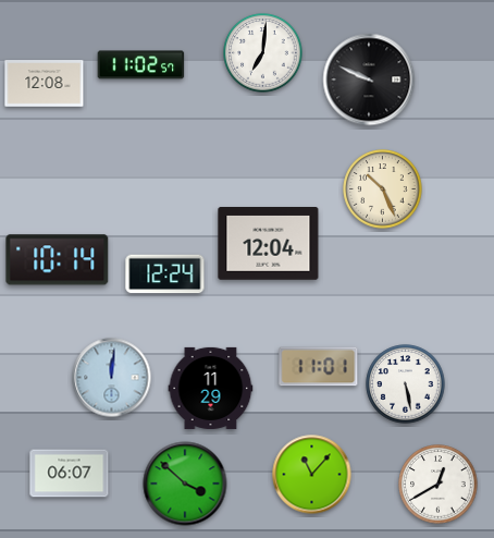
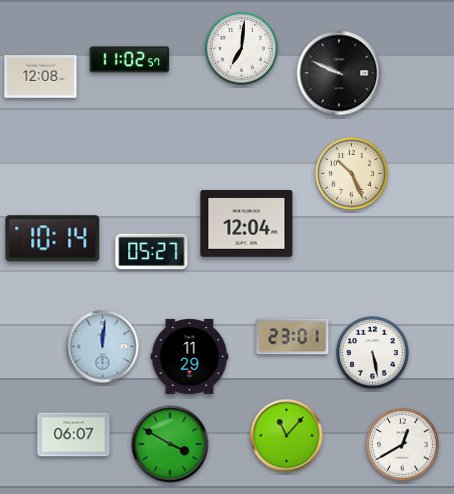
clock at (165, 274): 12:24 -> 05:27
clock at (319, 367): 11:01 -> 23:01
clock at (211, 388) position: (211, 388) -> (190, 356)
clock at (70, 474) position: (70, 474) -> (74, 435)
clock at (185, 484): 3:52 -> 3:50
